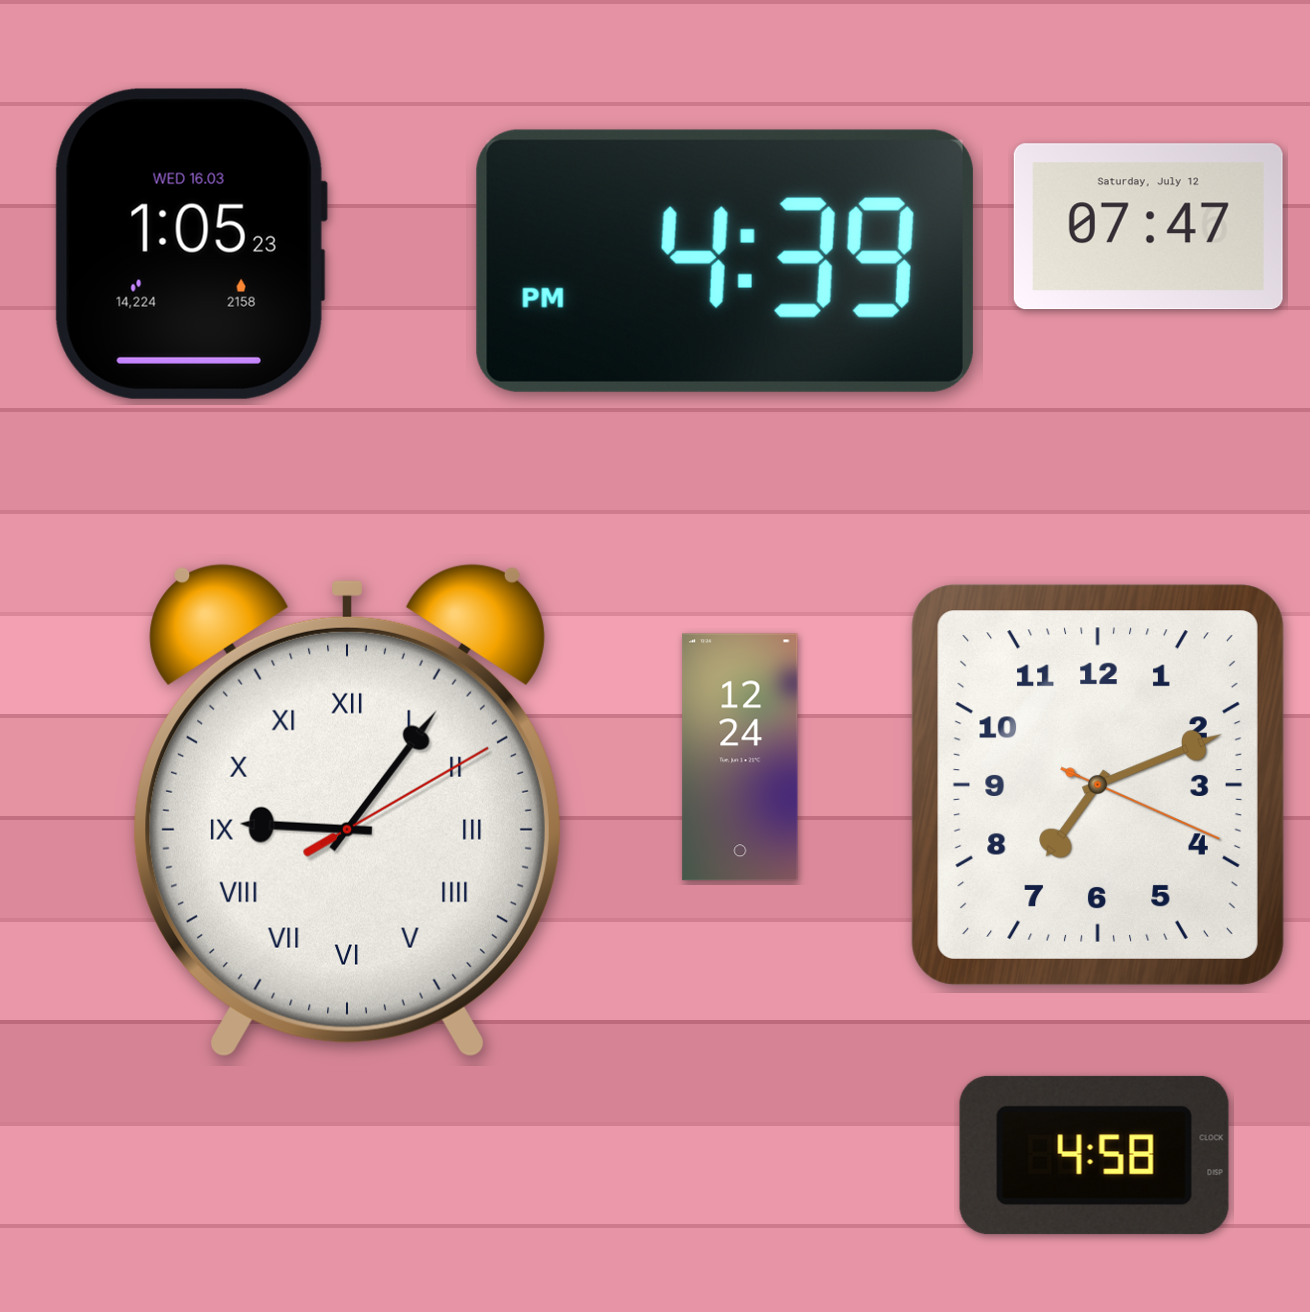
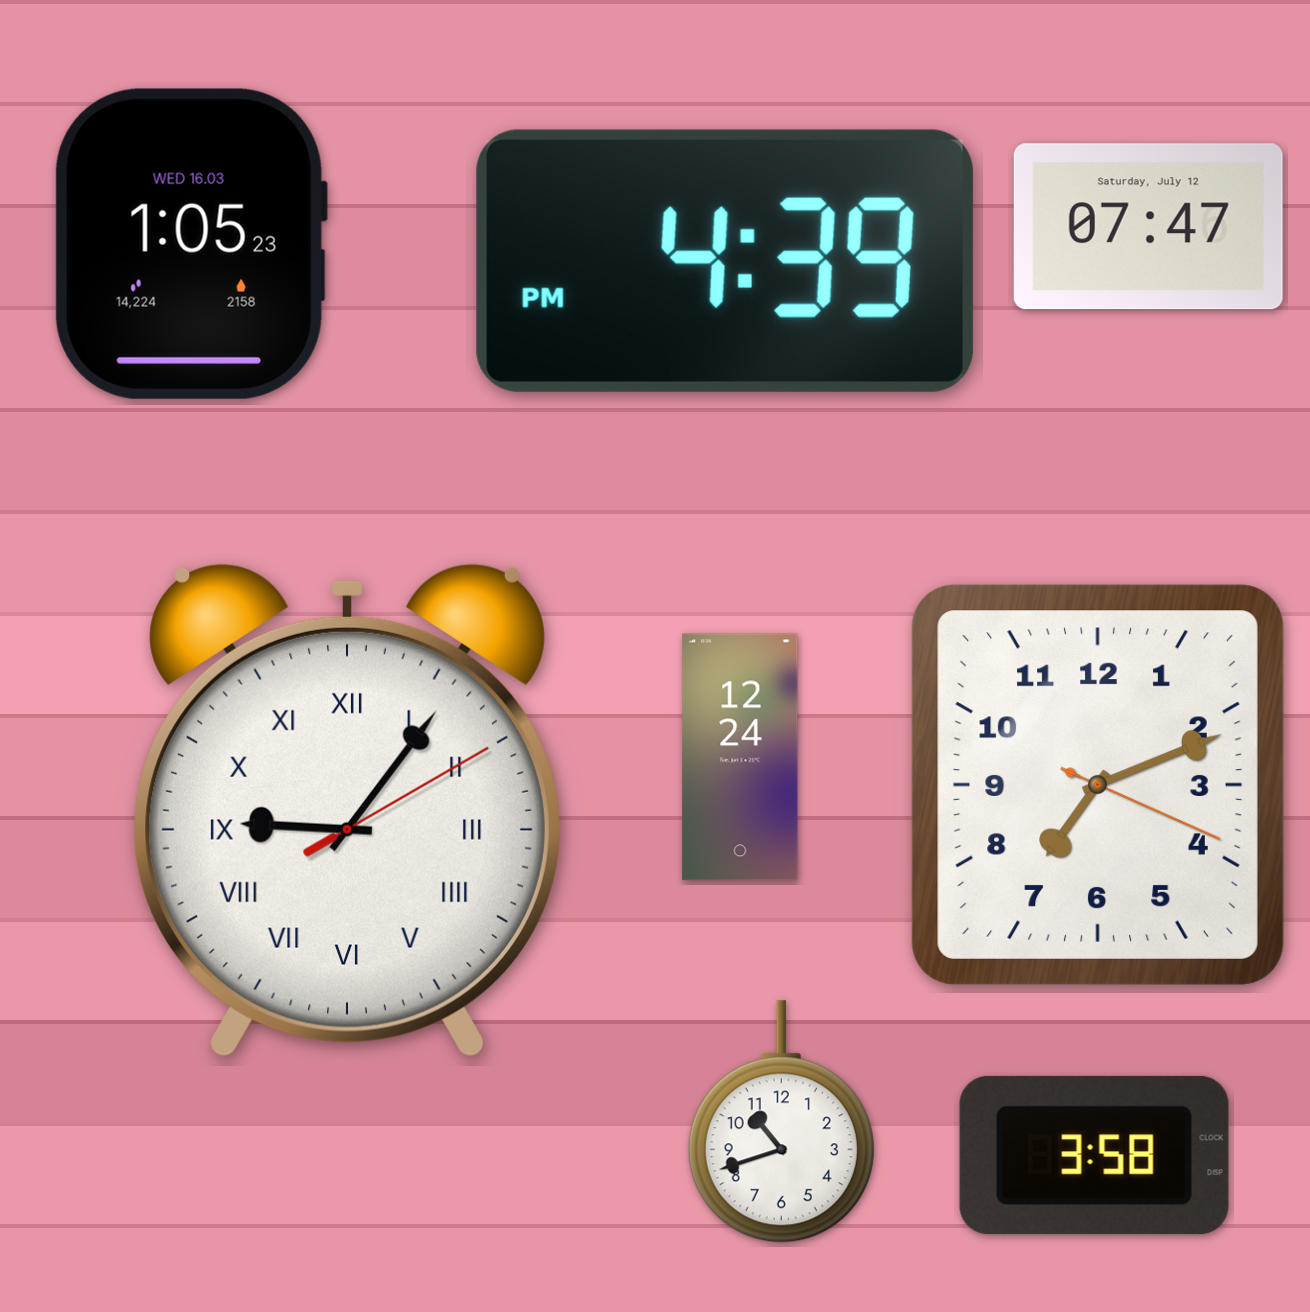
clock at (781, 1122): none -> 10:42
clock at (1094, 1155): 4:58 -> 3:58
